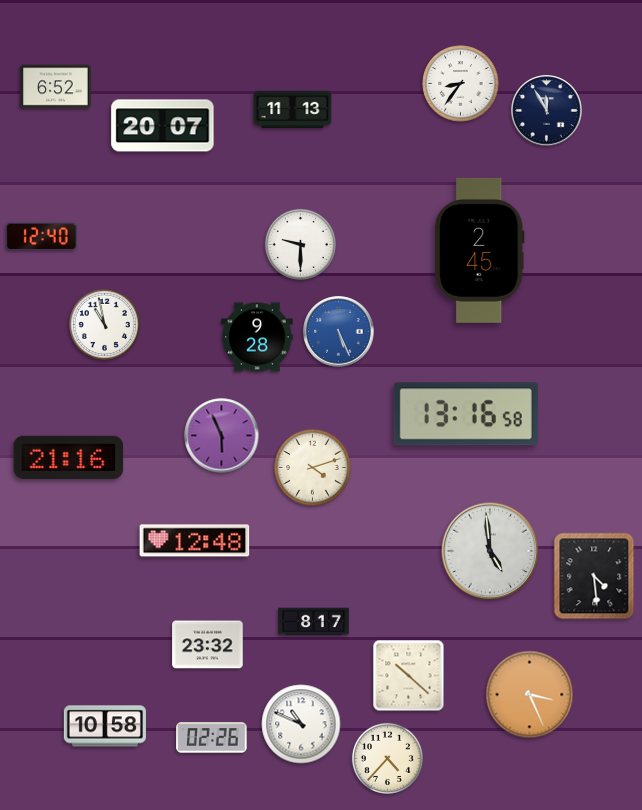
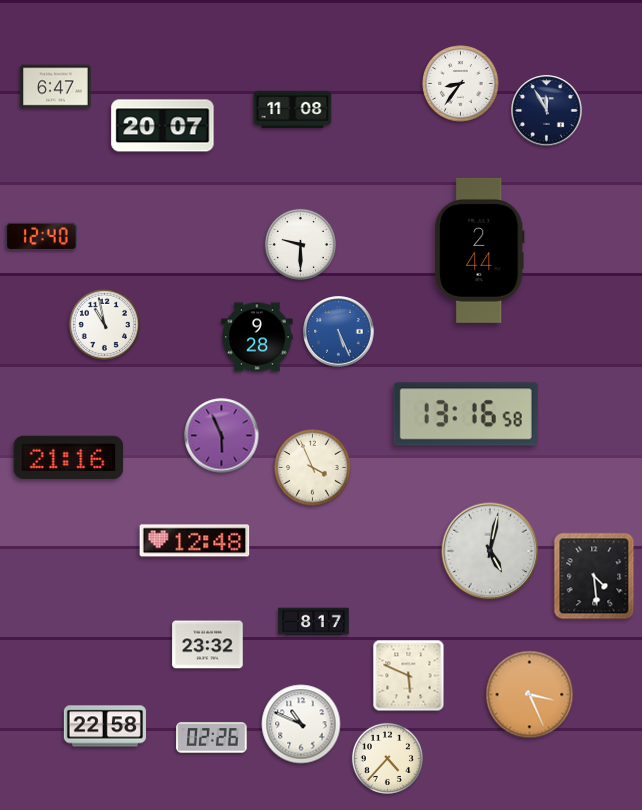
clock at (56, 87): 6:52 -> 6:47
clock at (293, 110): 11:13 -> 11:08
clock at (480, 250): 2:45 -> 2:44
clock at (313, 468): 4:12 -> 3:56
clock at (490, 551): 4:59 -> 5:02
clock at (409, 676): 10:22 -> 5:49
clock at (104, 726): 10:58 -> 22:58
